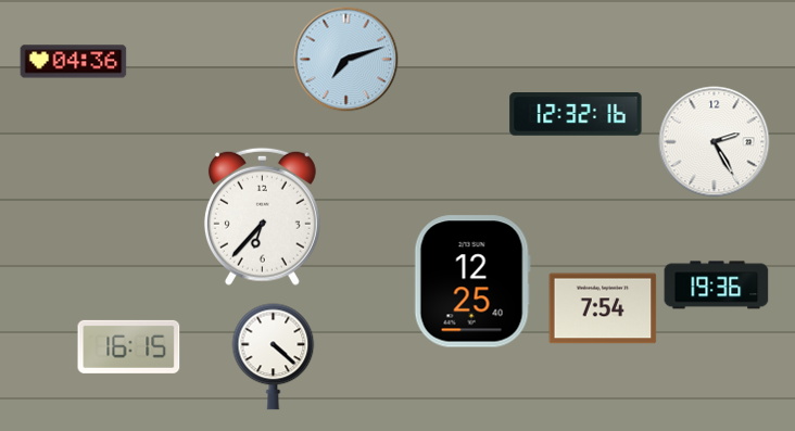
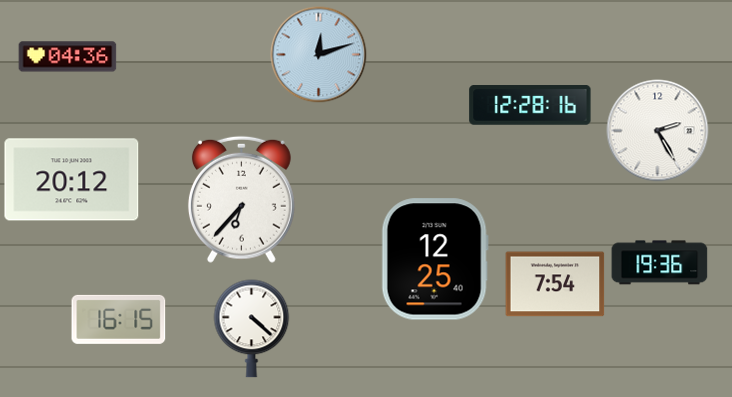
clock at (346, 60): 7:12 -> 12:12
clock at (576, 115): 12:32 -> 12:28
clock at (72, 180): none -> 20:12
